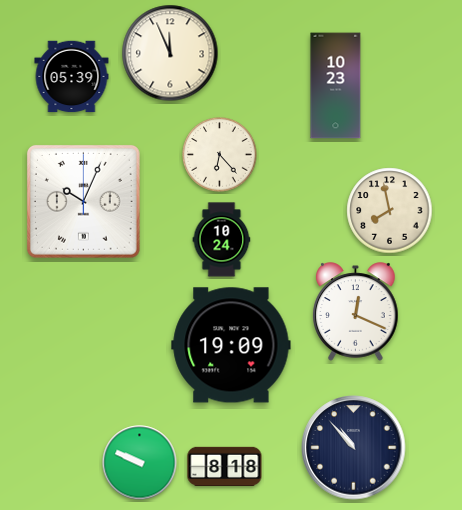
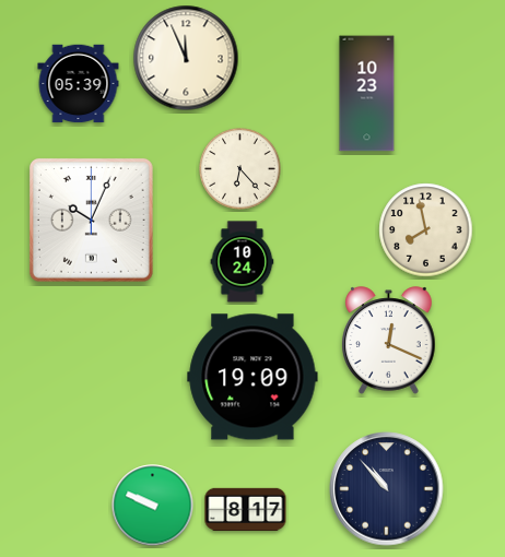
clock at (225, 466): 8:18 -> 8:17
